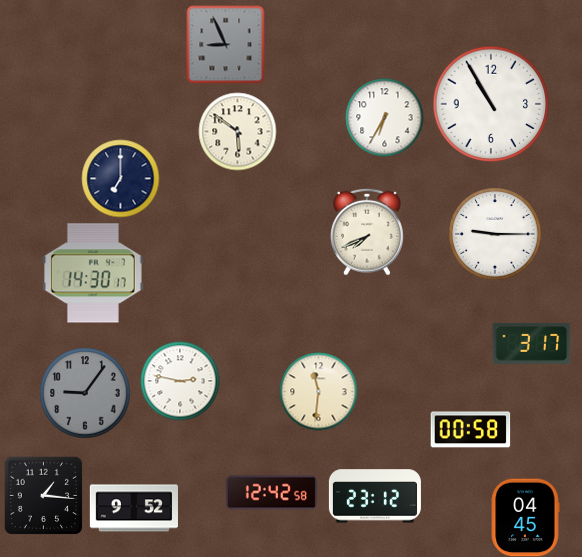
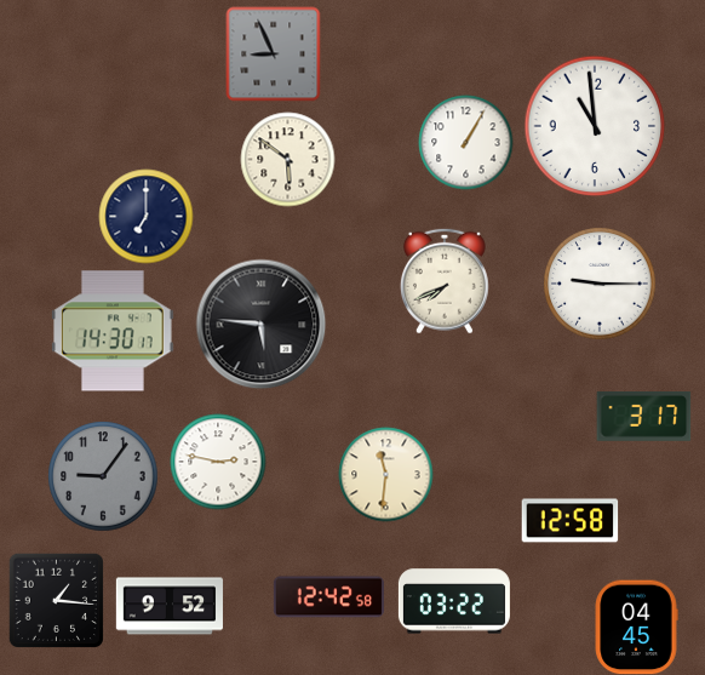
clock at (491, 104): 10:55 -> 10:59
clock at (384, 117): 6:35 -> 1:05
clock at (260, 324): none -> 5:46
clock at (470, 430): 00:58 -> 12:58
clock at (43, 495) position: (43, 495) -> (56, 600)
clock at (375, 496): 23:12 -> 03:22
clock at (134, 508) position: (134, 508) -> (170, 606)
